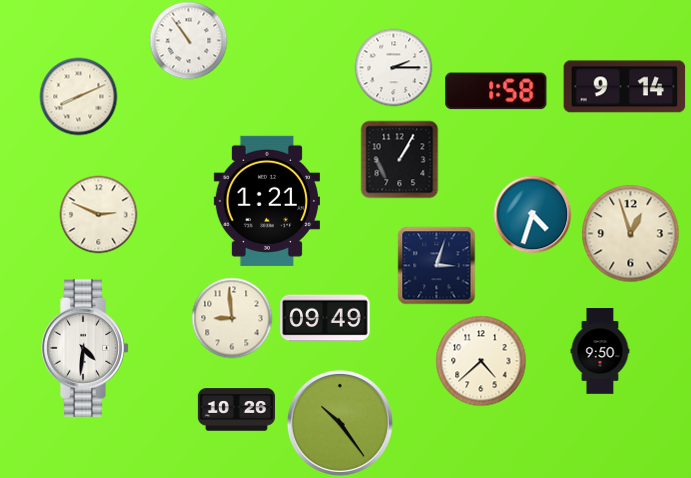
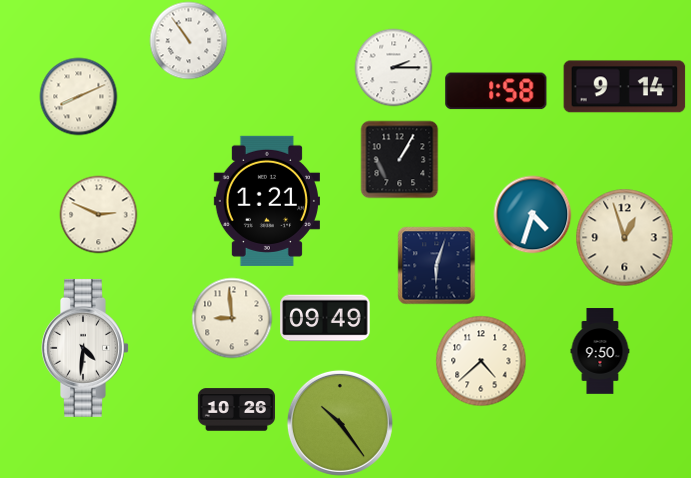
clock at (630, 233) position: (630, 233) -> (624, 237)
clock at (436, 265): 3:03 -> 6:03
